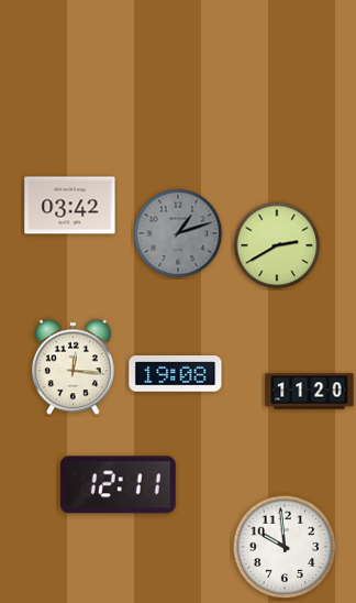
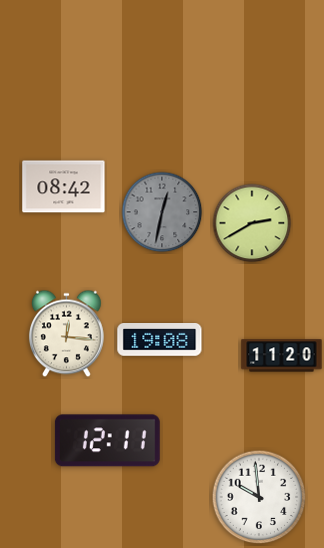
clock at (70, 206): 03:42 -> 08:42
clock at (178, 233): 1:12 -> 12:32
